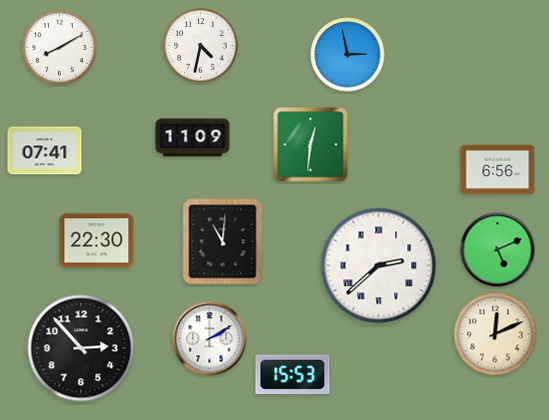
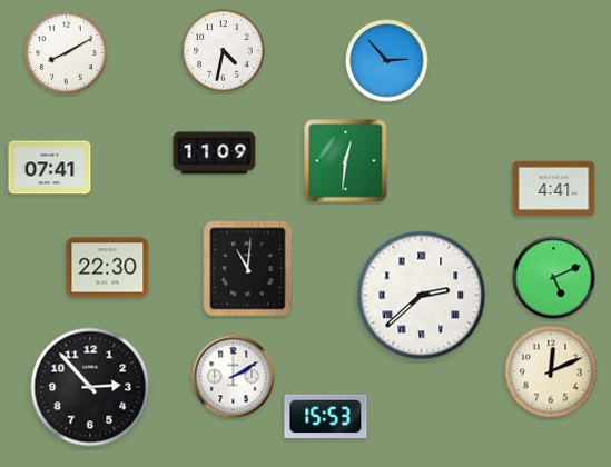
clock at (348, 55): 2:58 -> 2:53
clock at (498, 170): 6:56 -> 4:41
